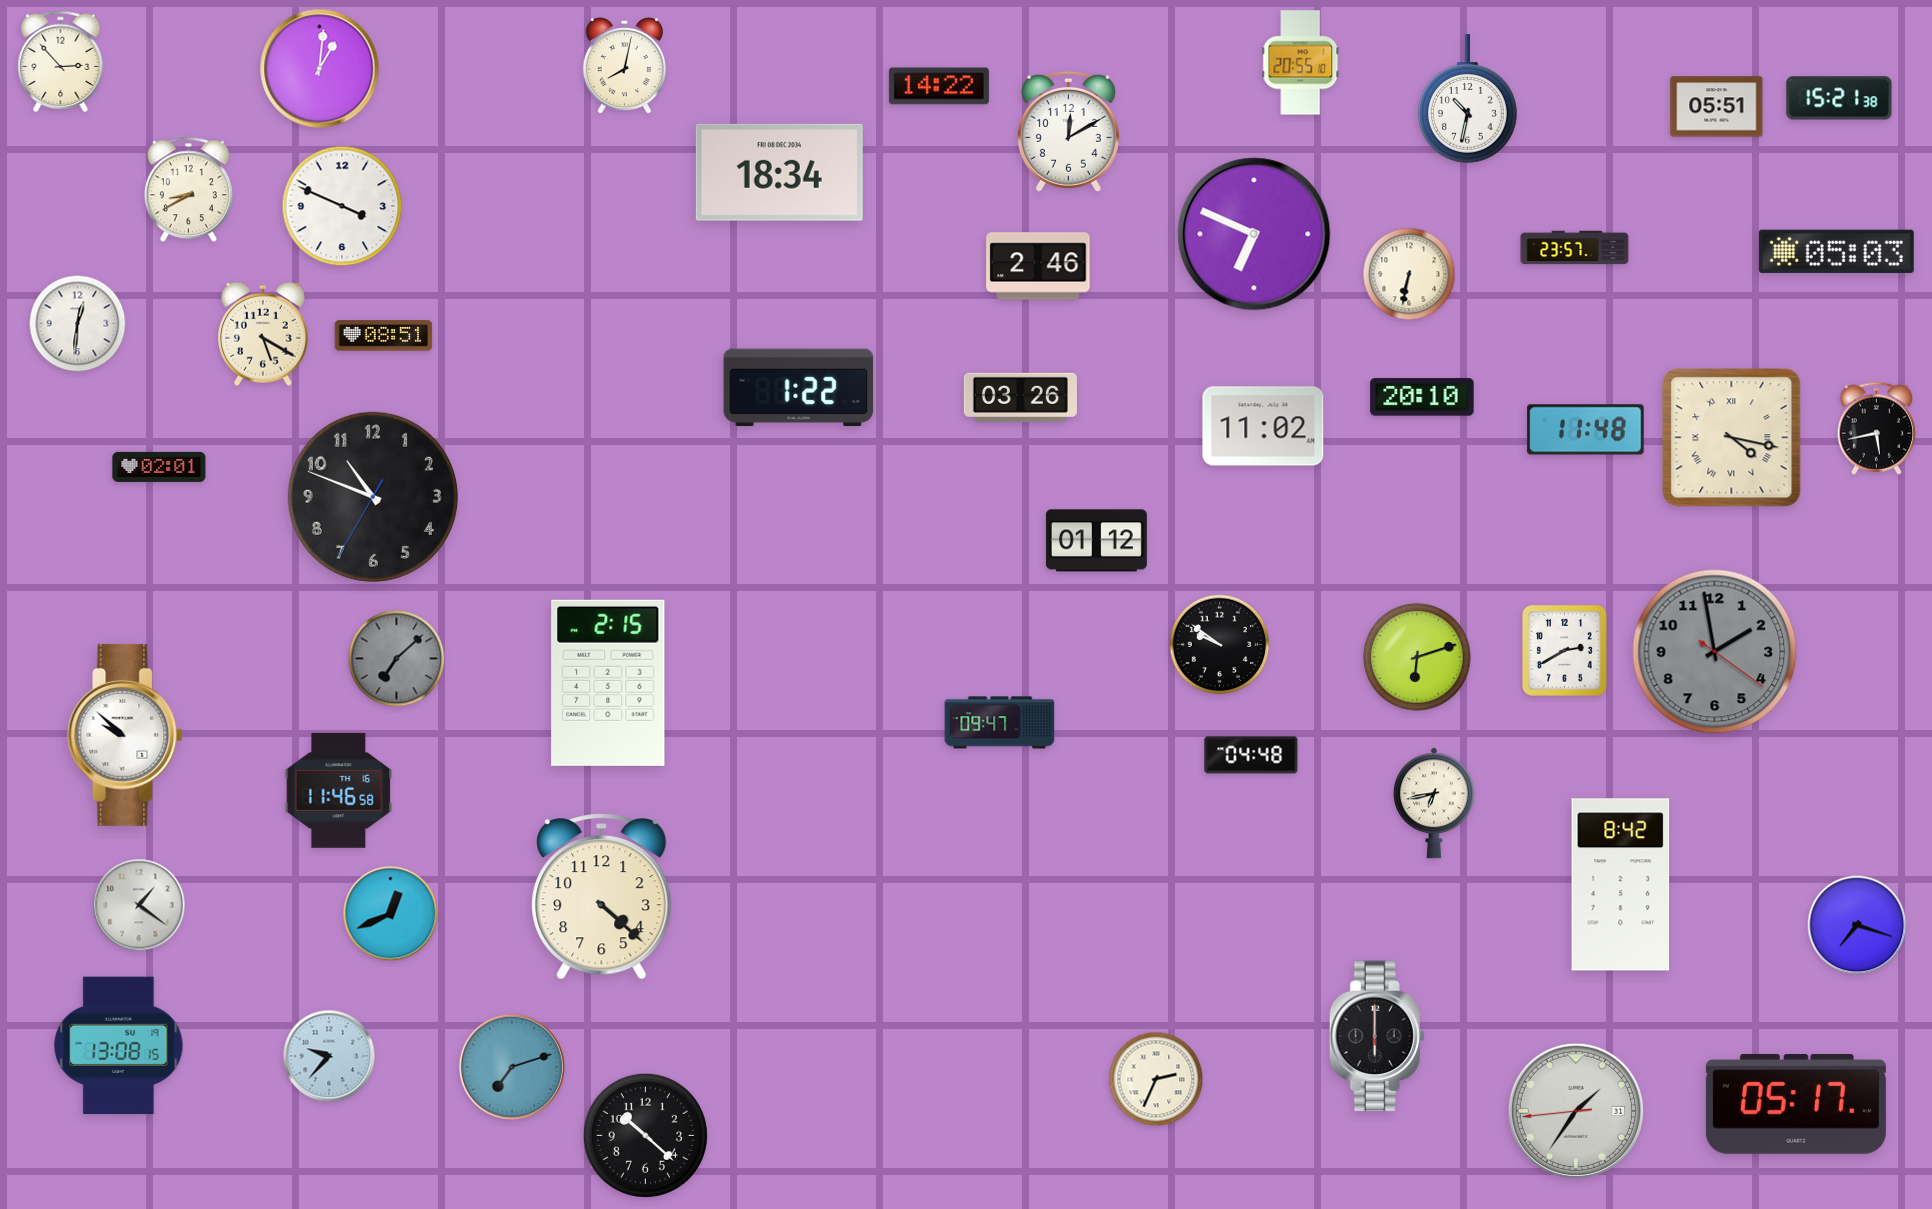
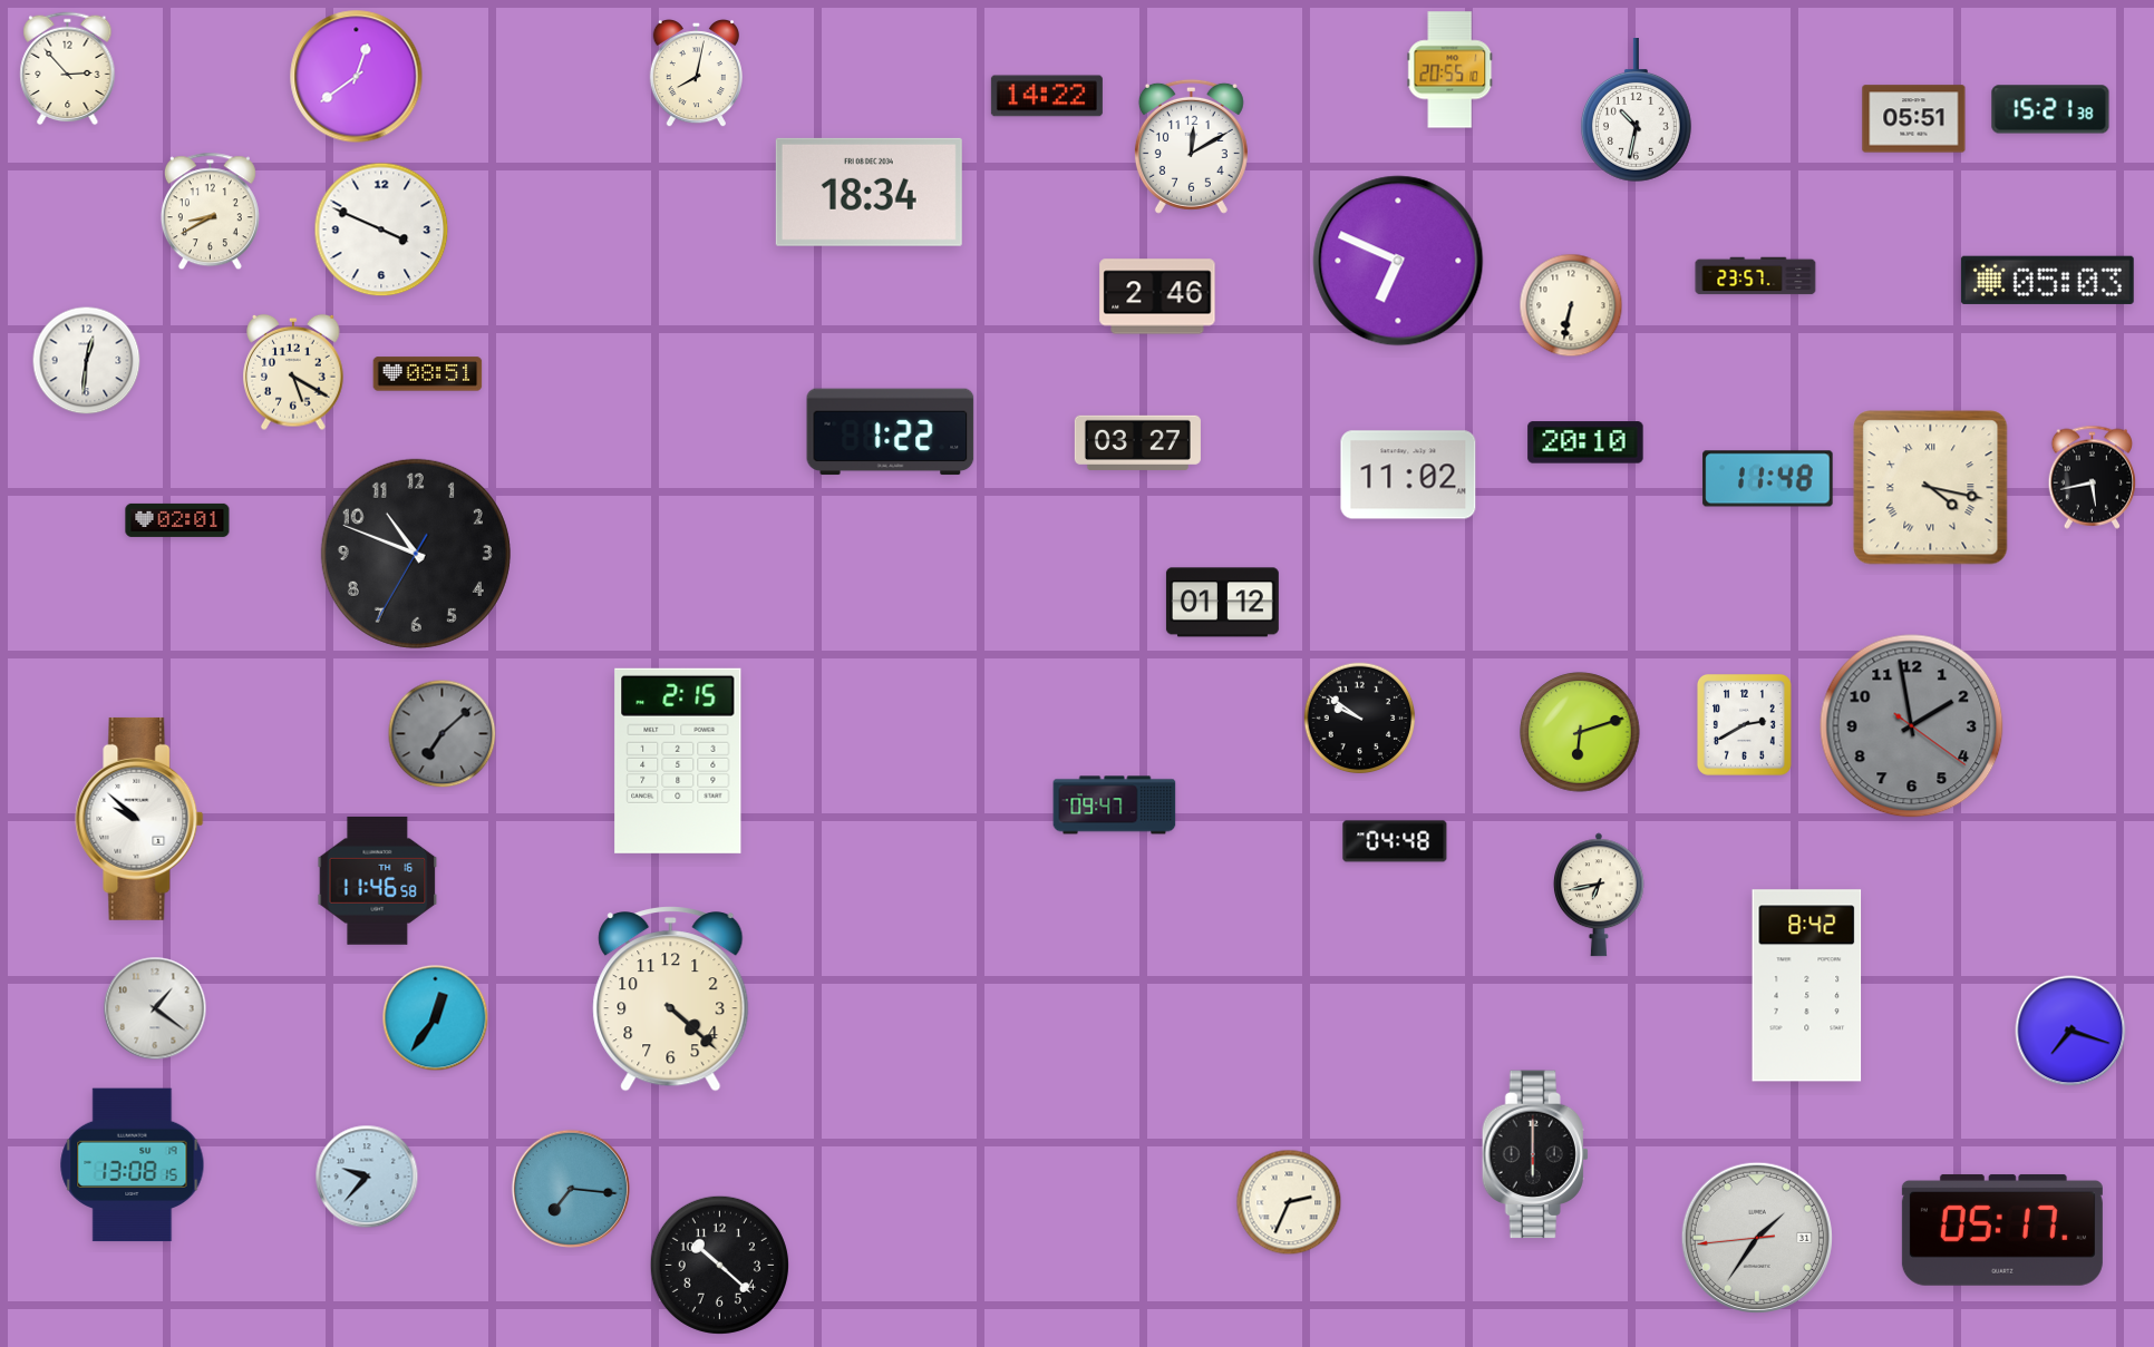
clock at (320, 69): 1:01 -> 12:39
clock at (1020, 397): 03:26 -> 03:27
clock at (391, 914): 12:41 -> 12:36
clock at (512, 1067): 7:12 -> 7:16
